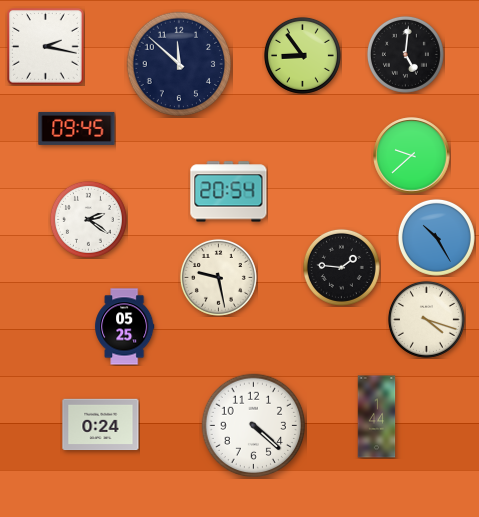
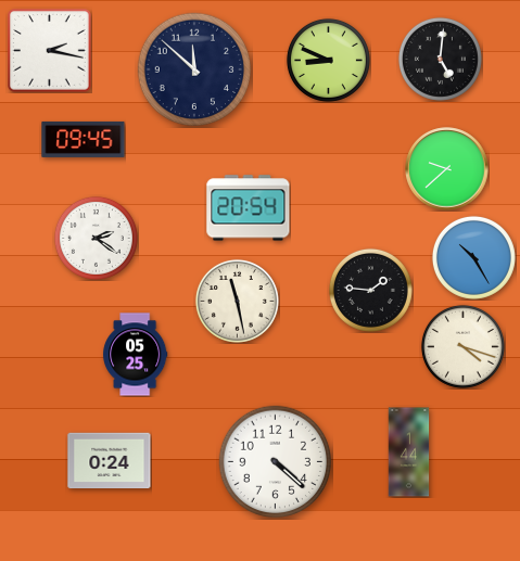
clock at (302, 55): 8:54 -> 8:49
clock at (218, 277): 9:28 -> 11:28
